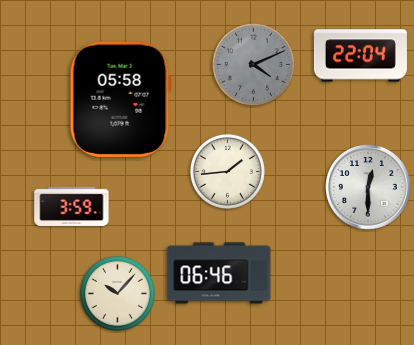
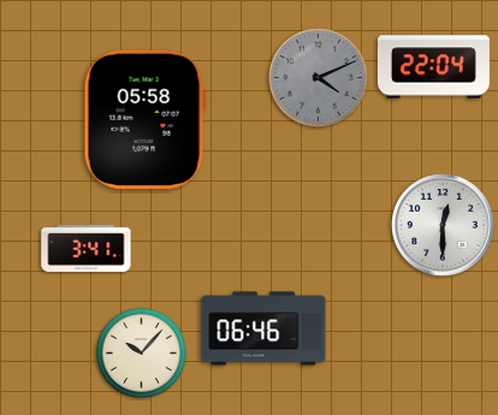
clock at (253, 64) position: (253, 64) -> (318, 77)
clock at (227, 171): 1:44 -> none
clock at (72, 206): 3:59 -> 3:41
